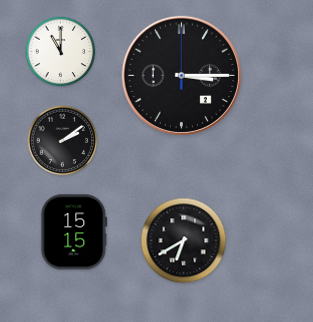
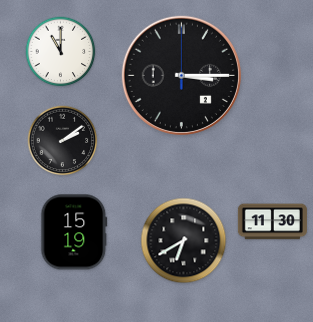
clock at (272, 222): none -> 11:30
clock at (74, 232): 15:15 -> 15:19
